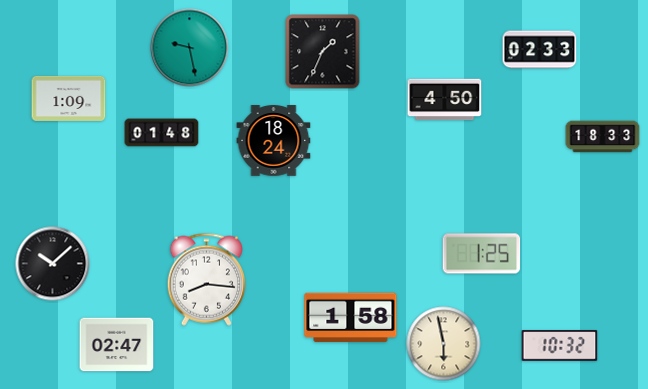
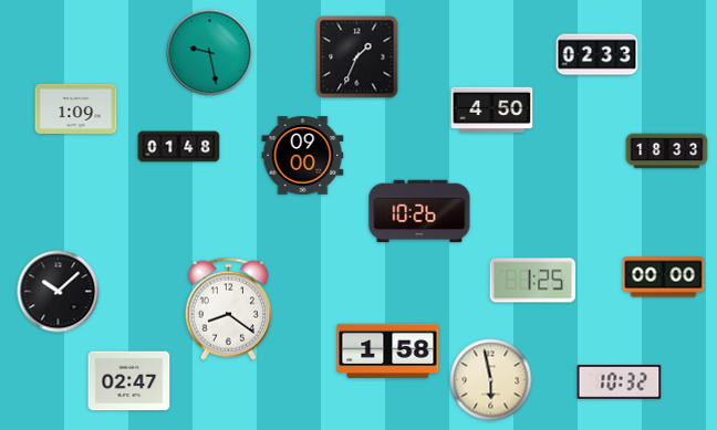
clock at (274, 141): 18:24 -> 09:00
clock at (419, 211): none -> 10:26
clock at (664, 277): none -> 00:00
clock at (206, 279): 8:16 -> 8:21
